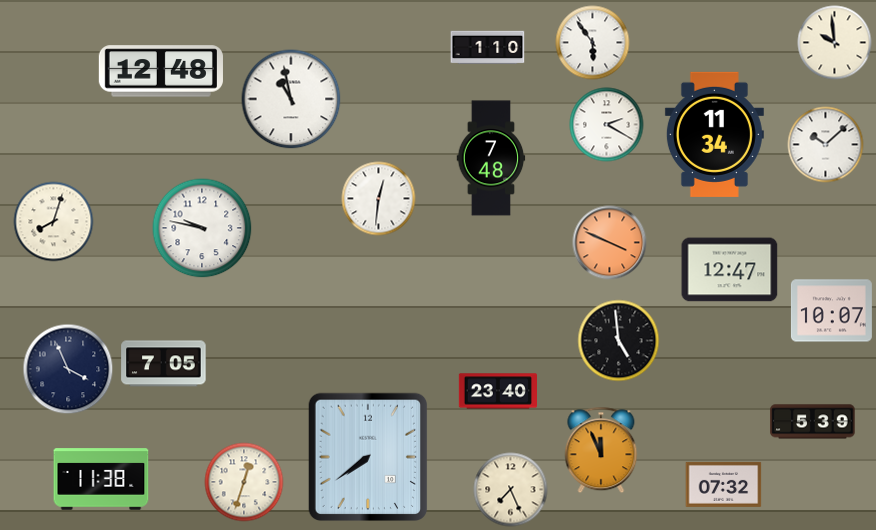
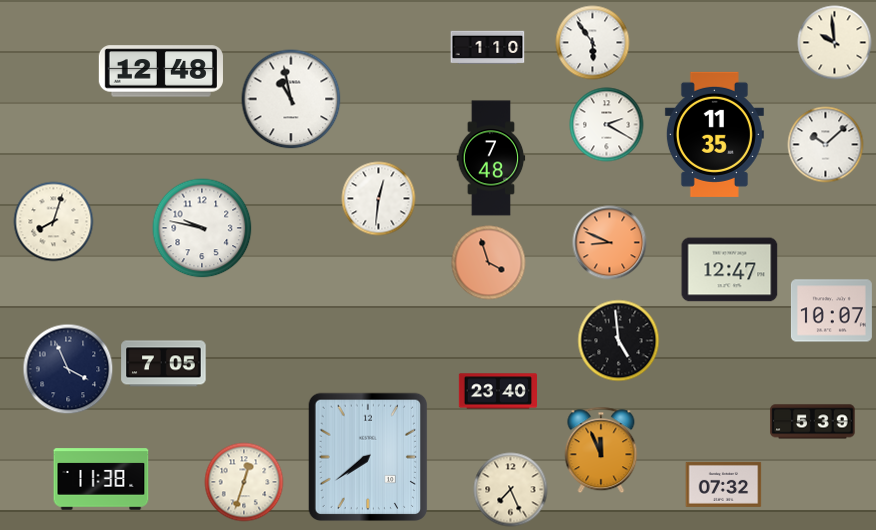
clock at (714, 134): 11:34 -> 11:35
clock at (610, 243): 3:49 -> 8:49
clock at (489, 263): none -> 3:57
